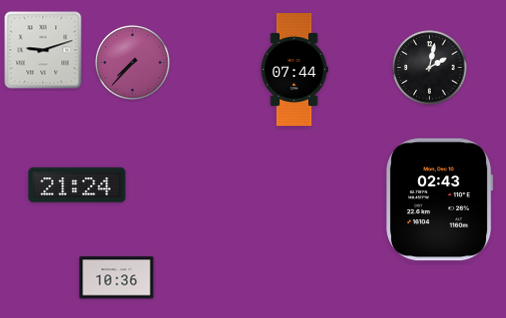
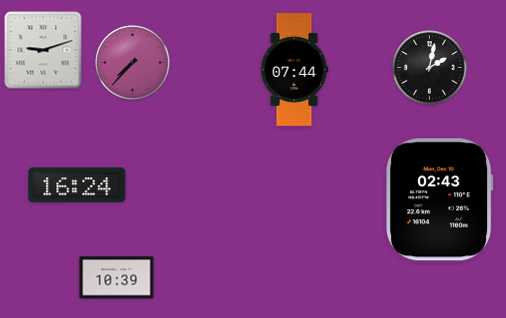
clock at (77, 185): 21:24 -> 16:24
clock at (117, 278): 10:36 -> 10:39
